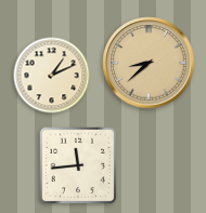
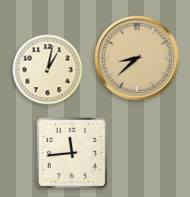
clock at (52, 76): 1:11 -> 1:02
